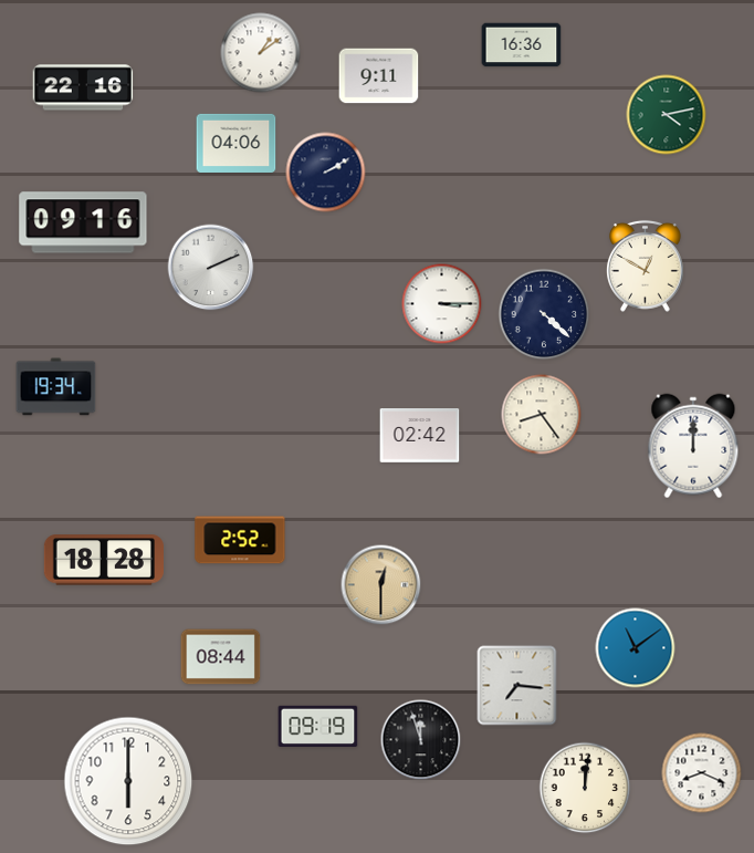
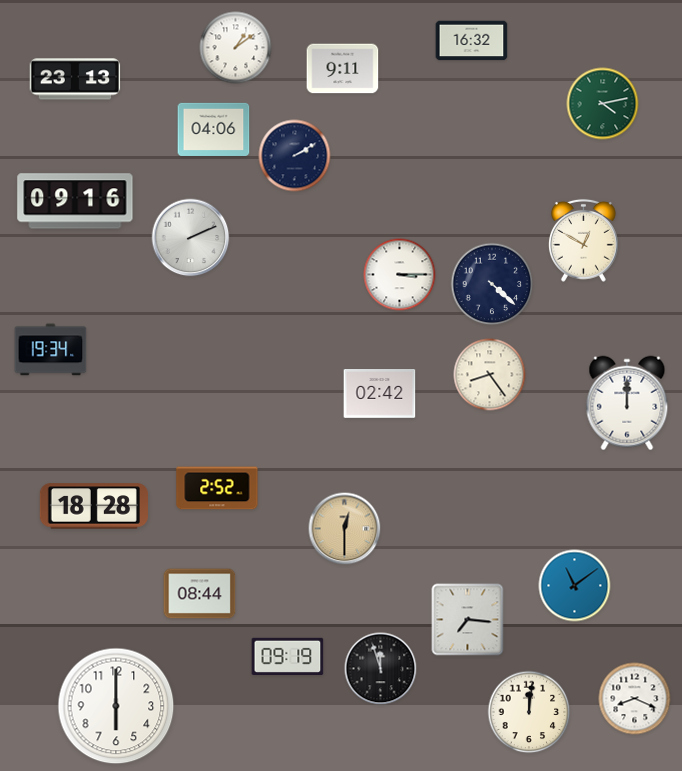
clock at (522, 45): 16:36 -> 16:32
clock at (83, 87): 22:16 -> 23:13
clock at (211, 268) position: (211, 268) -> (191, 238)
